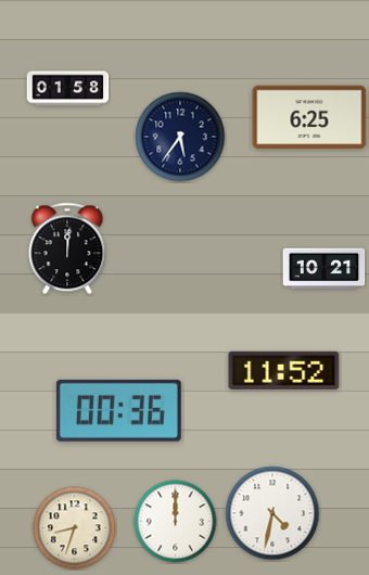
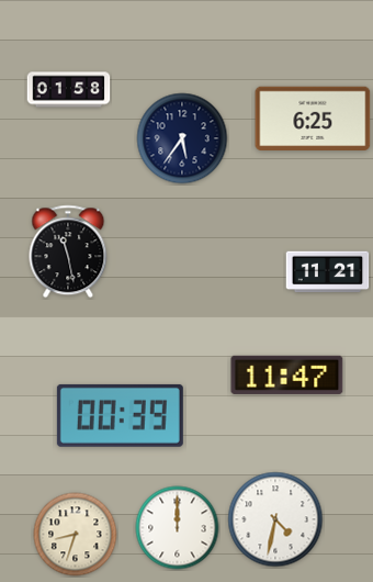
clock at (67, 248): 12:01 -> 11:28
clock at (325, 269): 10:21 -> 11:21
clock at (284, 370): 11:52 -> 11:47
clock at (118, 410): 00:36 -> 00:39
